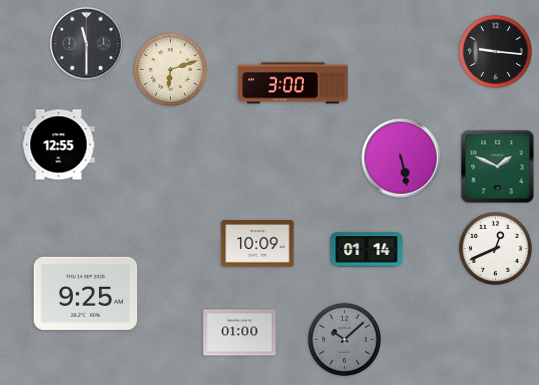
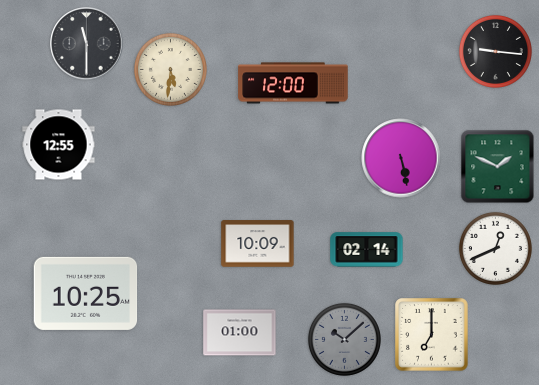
clock at (170, 69): 6:12 -> 5:31
clock at (293, 83): 3:00 -> 12:00
clock at (367, 250): 01:14 -> 02:14
clock at (86, 293): 9:25 -> 10:25
clock at (432, 335): none -> 7:00
